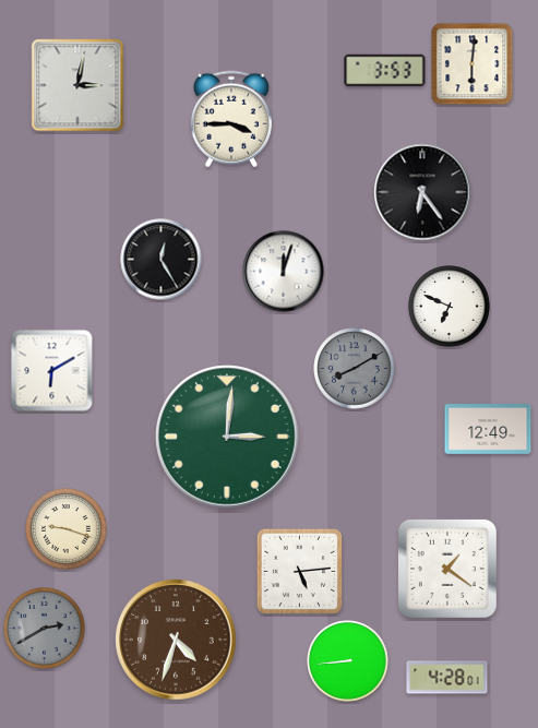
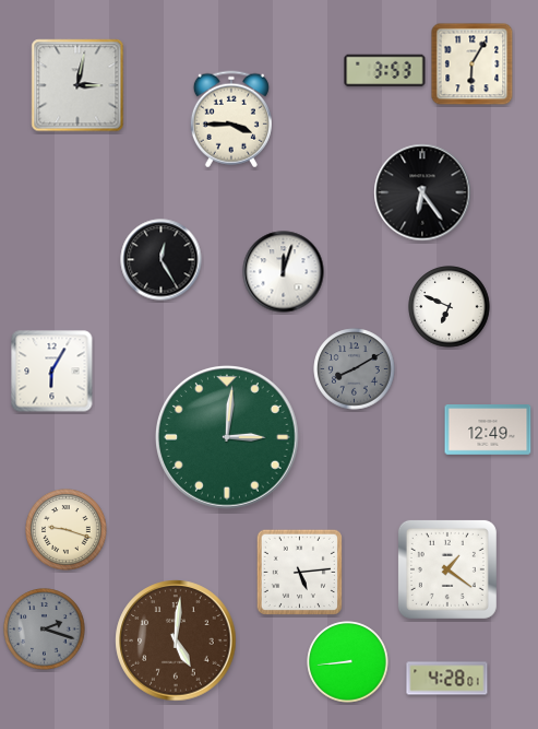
clock at (473, 64): 6:01 -> 6:05
clock at (52, 371): 6:10 -> 6:05
clock at (45, 629): 2:40 -> 2:18
clock at (176, 640): 4:33 -> 5:01
